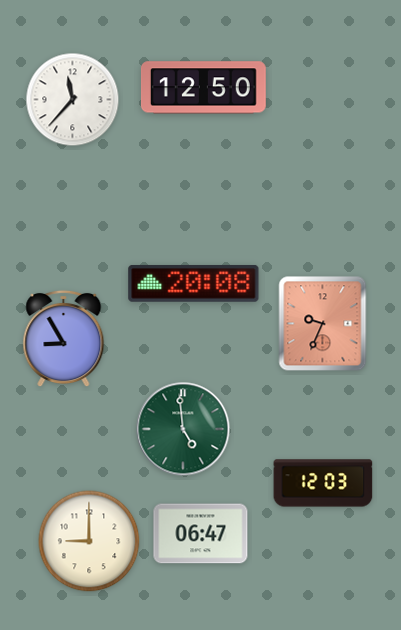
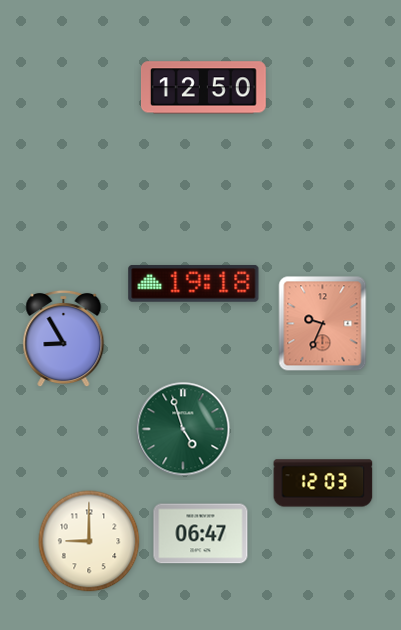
clock at (73, 100): 11:37 -> none
clock at (194, 284): 20:08 -> 19:18
clock at (183, 429): 4:59 -> 4:57
